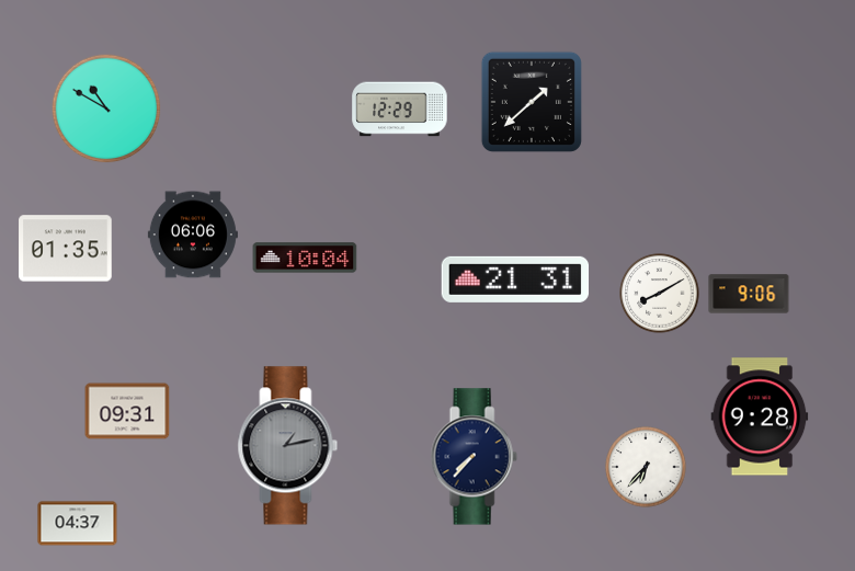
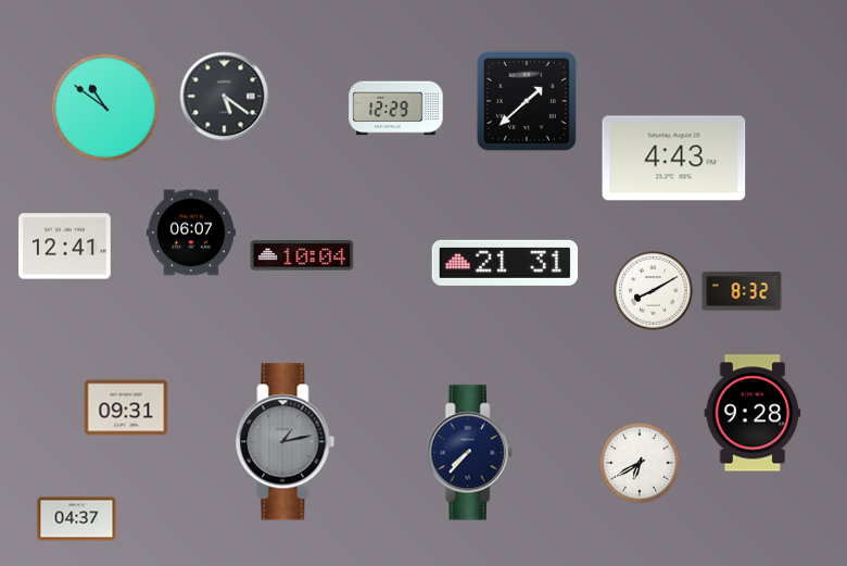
clock at (225, 97): none -> 5:21
clock at (106, 109): 10:50 -> 10:51
clock at (674, 159): none -> 4:43
clock at (193, 235): 06:06 -> 06:07
clock at (66, 249): 01:35 -> 12:41
clock at (515, 279) position: (515, 279) -> (505, 263)
clock at (749, 294): 9:06 -> 8:32
clock at (646, 467): 6:37 -> 6:40
